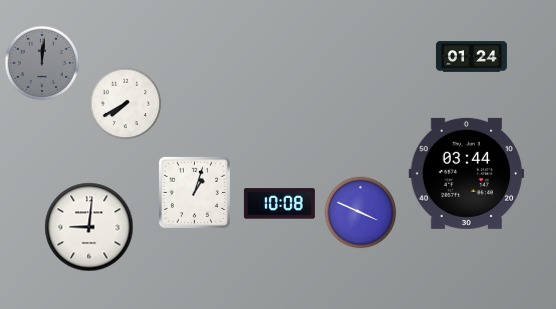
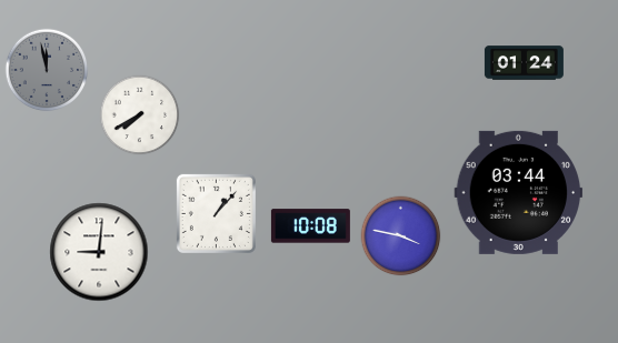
clock at (42, 63): 12:01 -> 11:58
clock at (194, 192): 1:03 -> 1:07
clock at (361, 213): 3:49 -> 3:47
